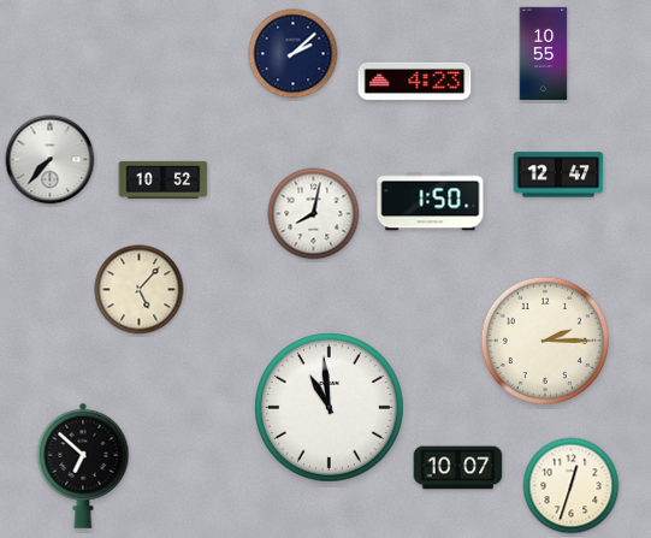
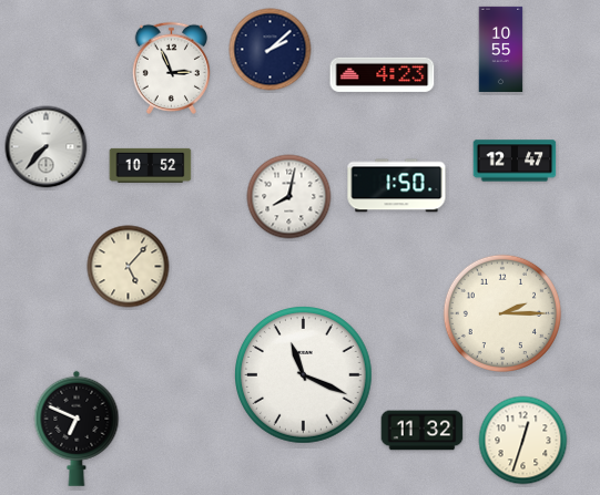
clock at (171, 68): none -> 2:56
clock at (330, 408): 10:59 -> 11:19
clock at (83, 466): 6:52 -> 6:49
clock at (458, 468): 10:07 -> 11:32
clock at (572, 486) position: (572, 486) -> (523, 441)
